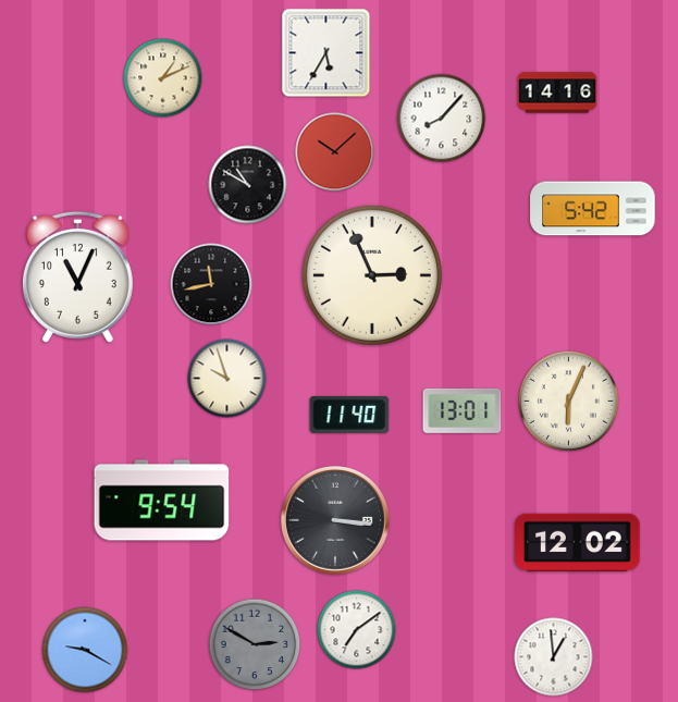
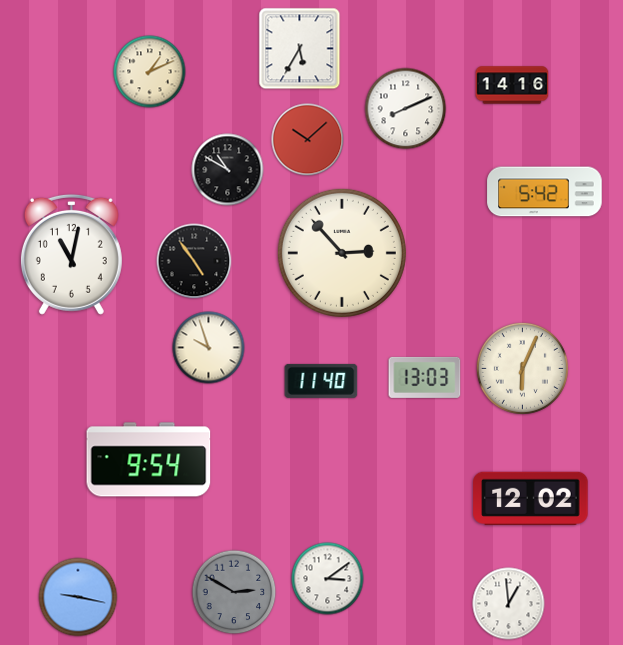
clock at (442, 119): 8:07 -> 8:11
clock at (372, 275): 2:56 -> 2:53
clock at (77, 276): 11:04 -> 11:02
clock at (211, 284): 11:43 -> 4:54
clock at (463, 410): 13:01 -> 13:03
clock at (335, 520): 3:16 -> none
clock at (357, 630): 7:09 -> 3:09
clock at (85, 650): 9:20 -> 9:17
